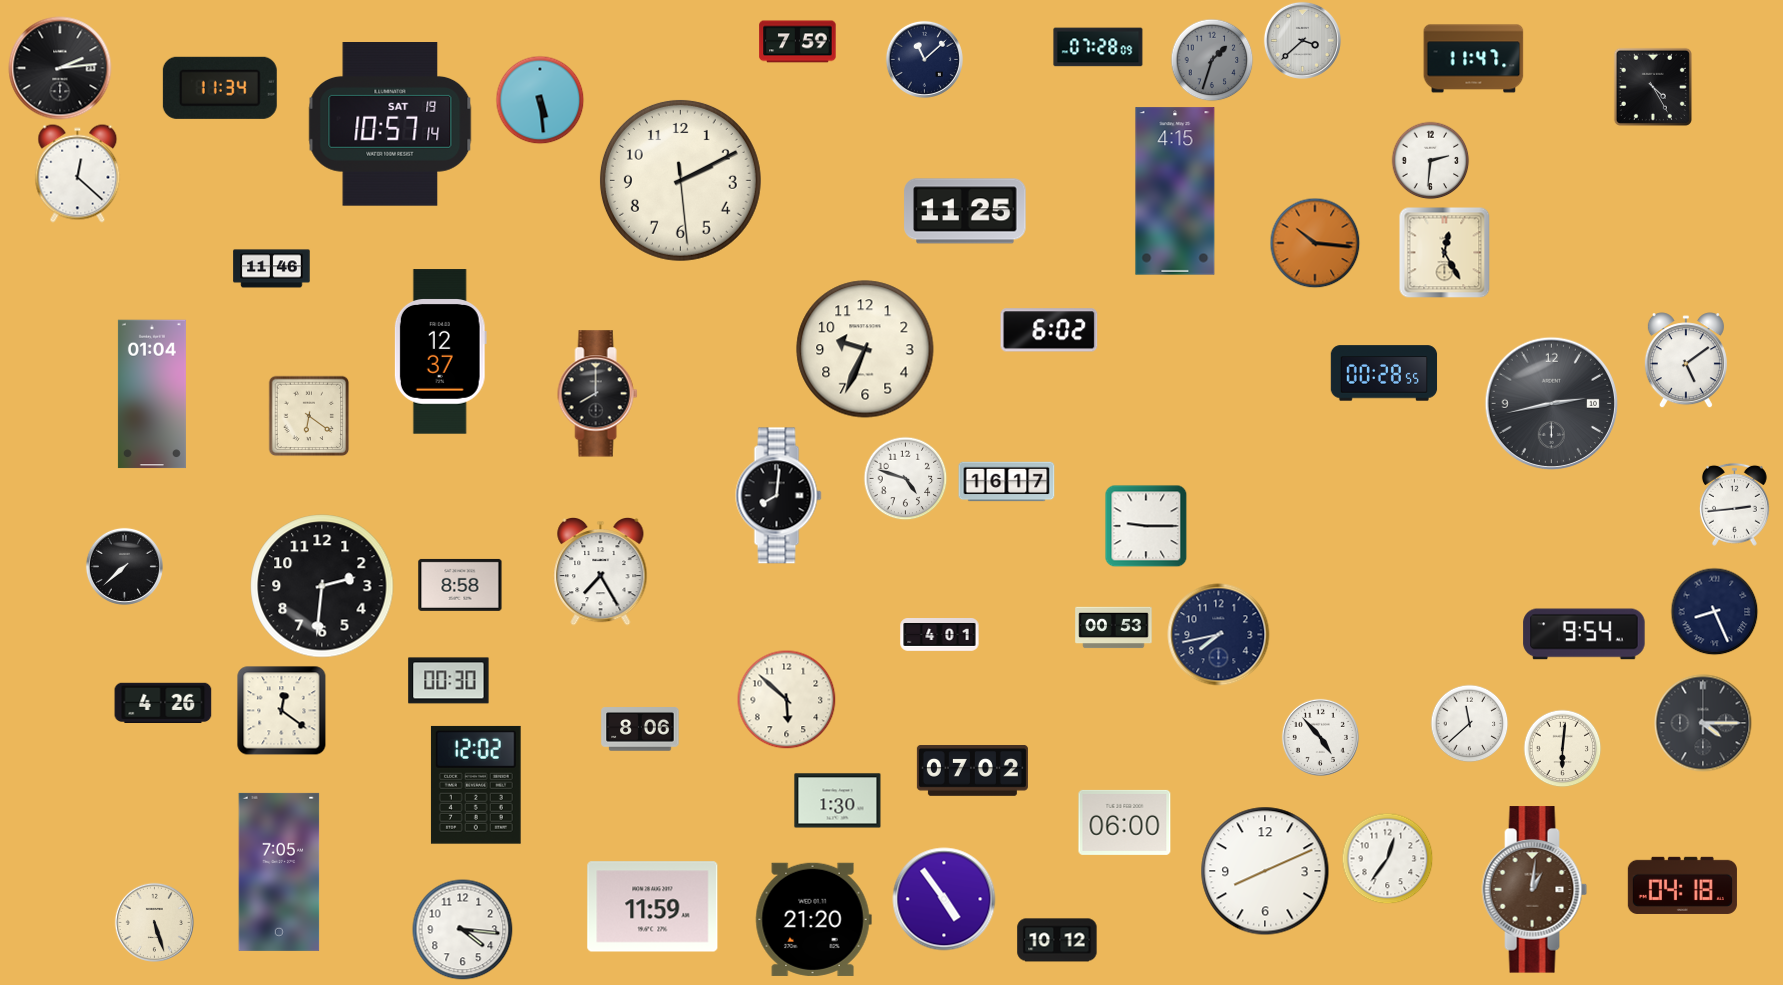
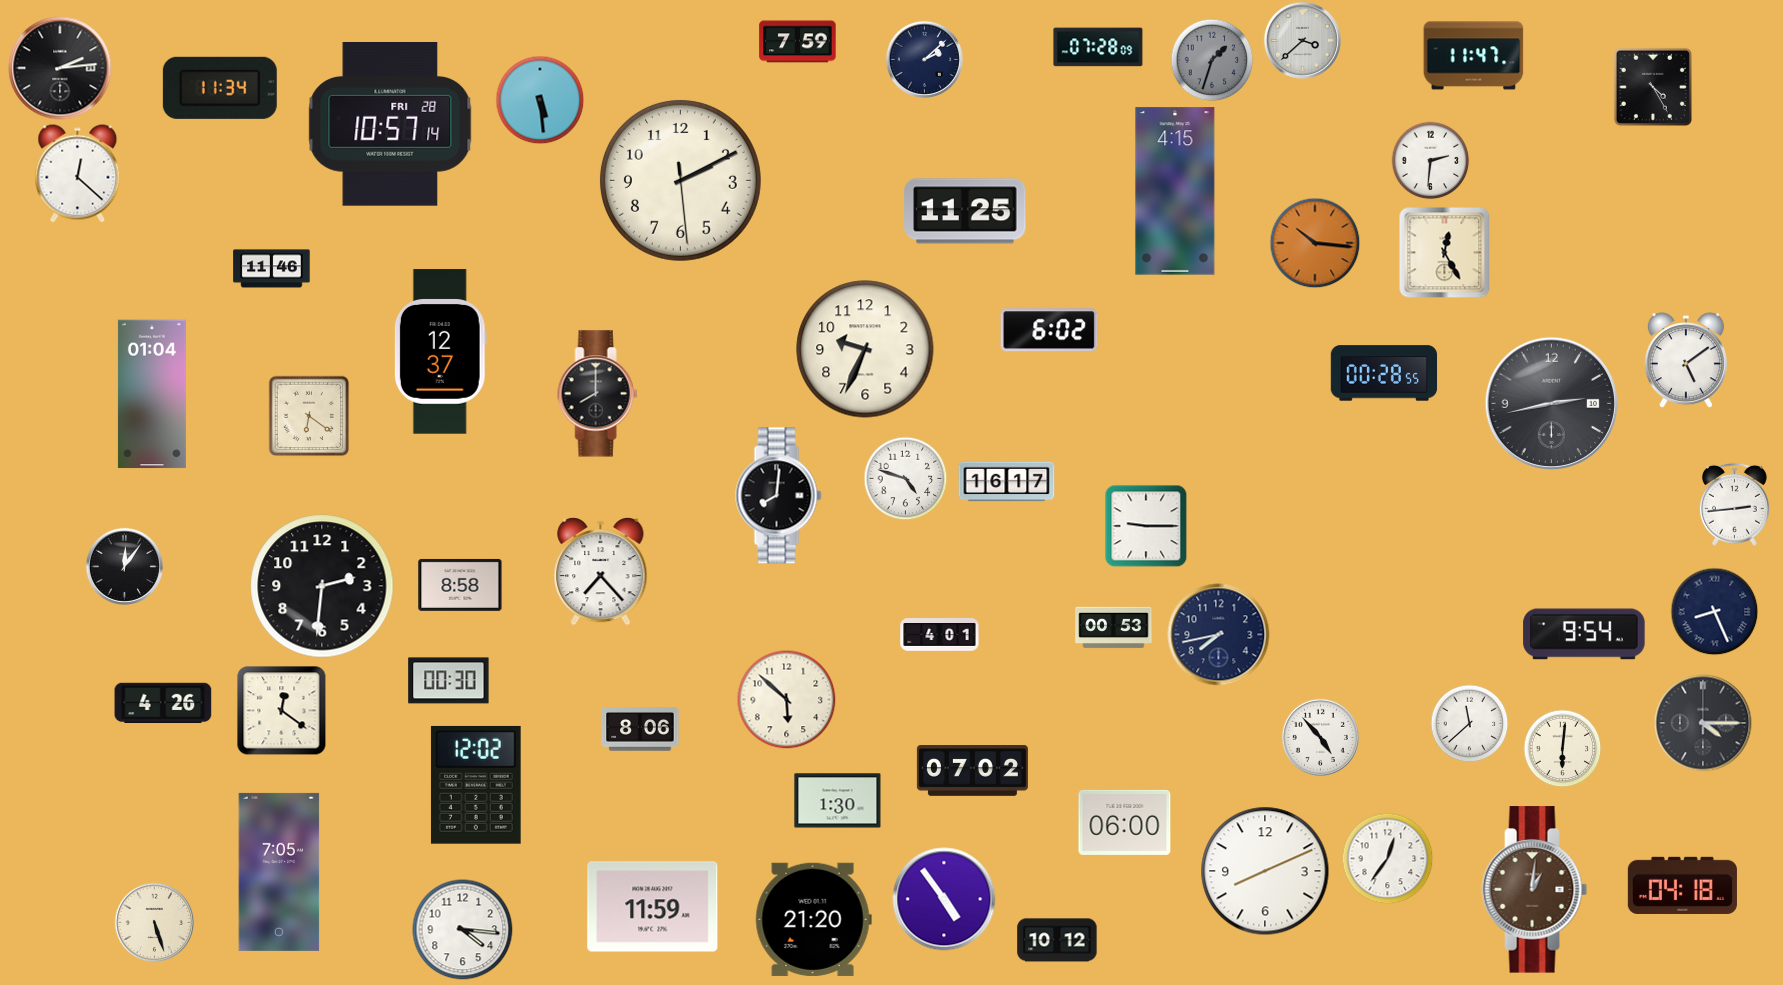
clock at (924, 59): 11:08 -> 2:08
clock at (1474, 59) position: (1474, 59) -> (1474, 56)
clock at (390, 125) date: SAT 19 -> FRI 28
clock at (124, 566): 7:38 -> 12:06
clock at (601, 571): 7:25 -> 7:23
